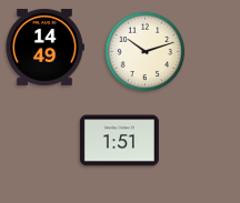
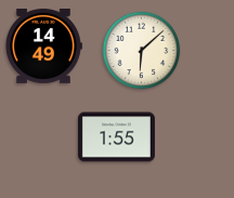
clock at (146, 52): 10:12 -> 6:08
clock at (119, 141): 1:51 -> 1:55
